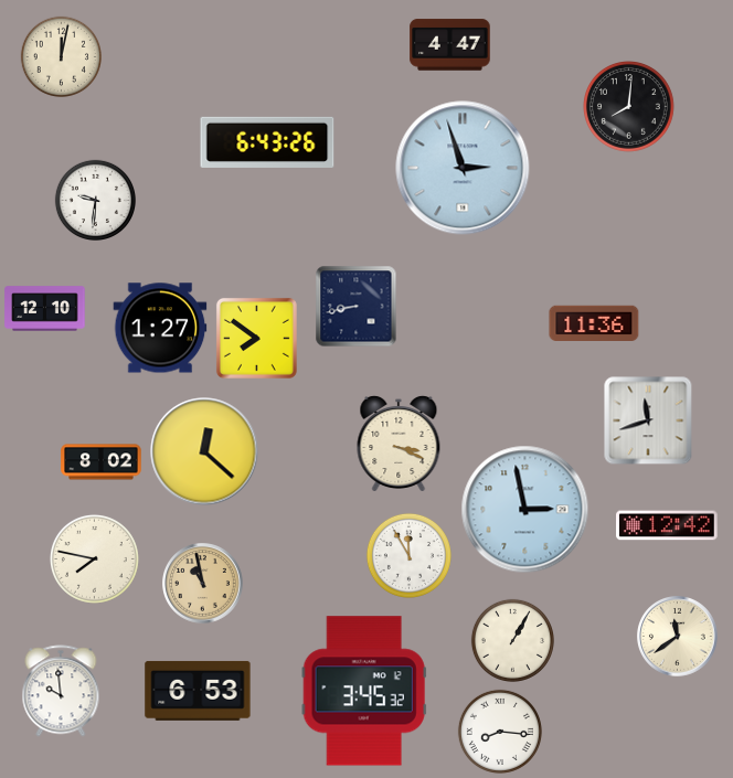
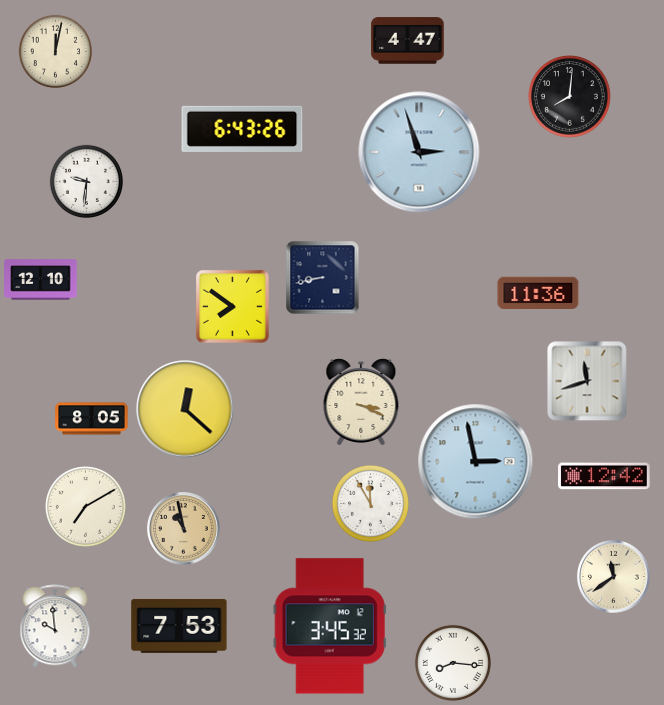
clock at (160, 328): 1:27 -> none
clock at (102, 462): 8:02 -> 8:05
clock at (94, 558): 7:47 -> 7:10
clock at (512, 640): 1:05 -> none
clock at (198, 691): 6:53 -> 7:53
